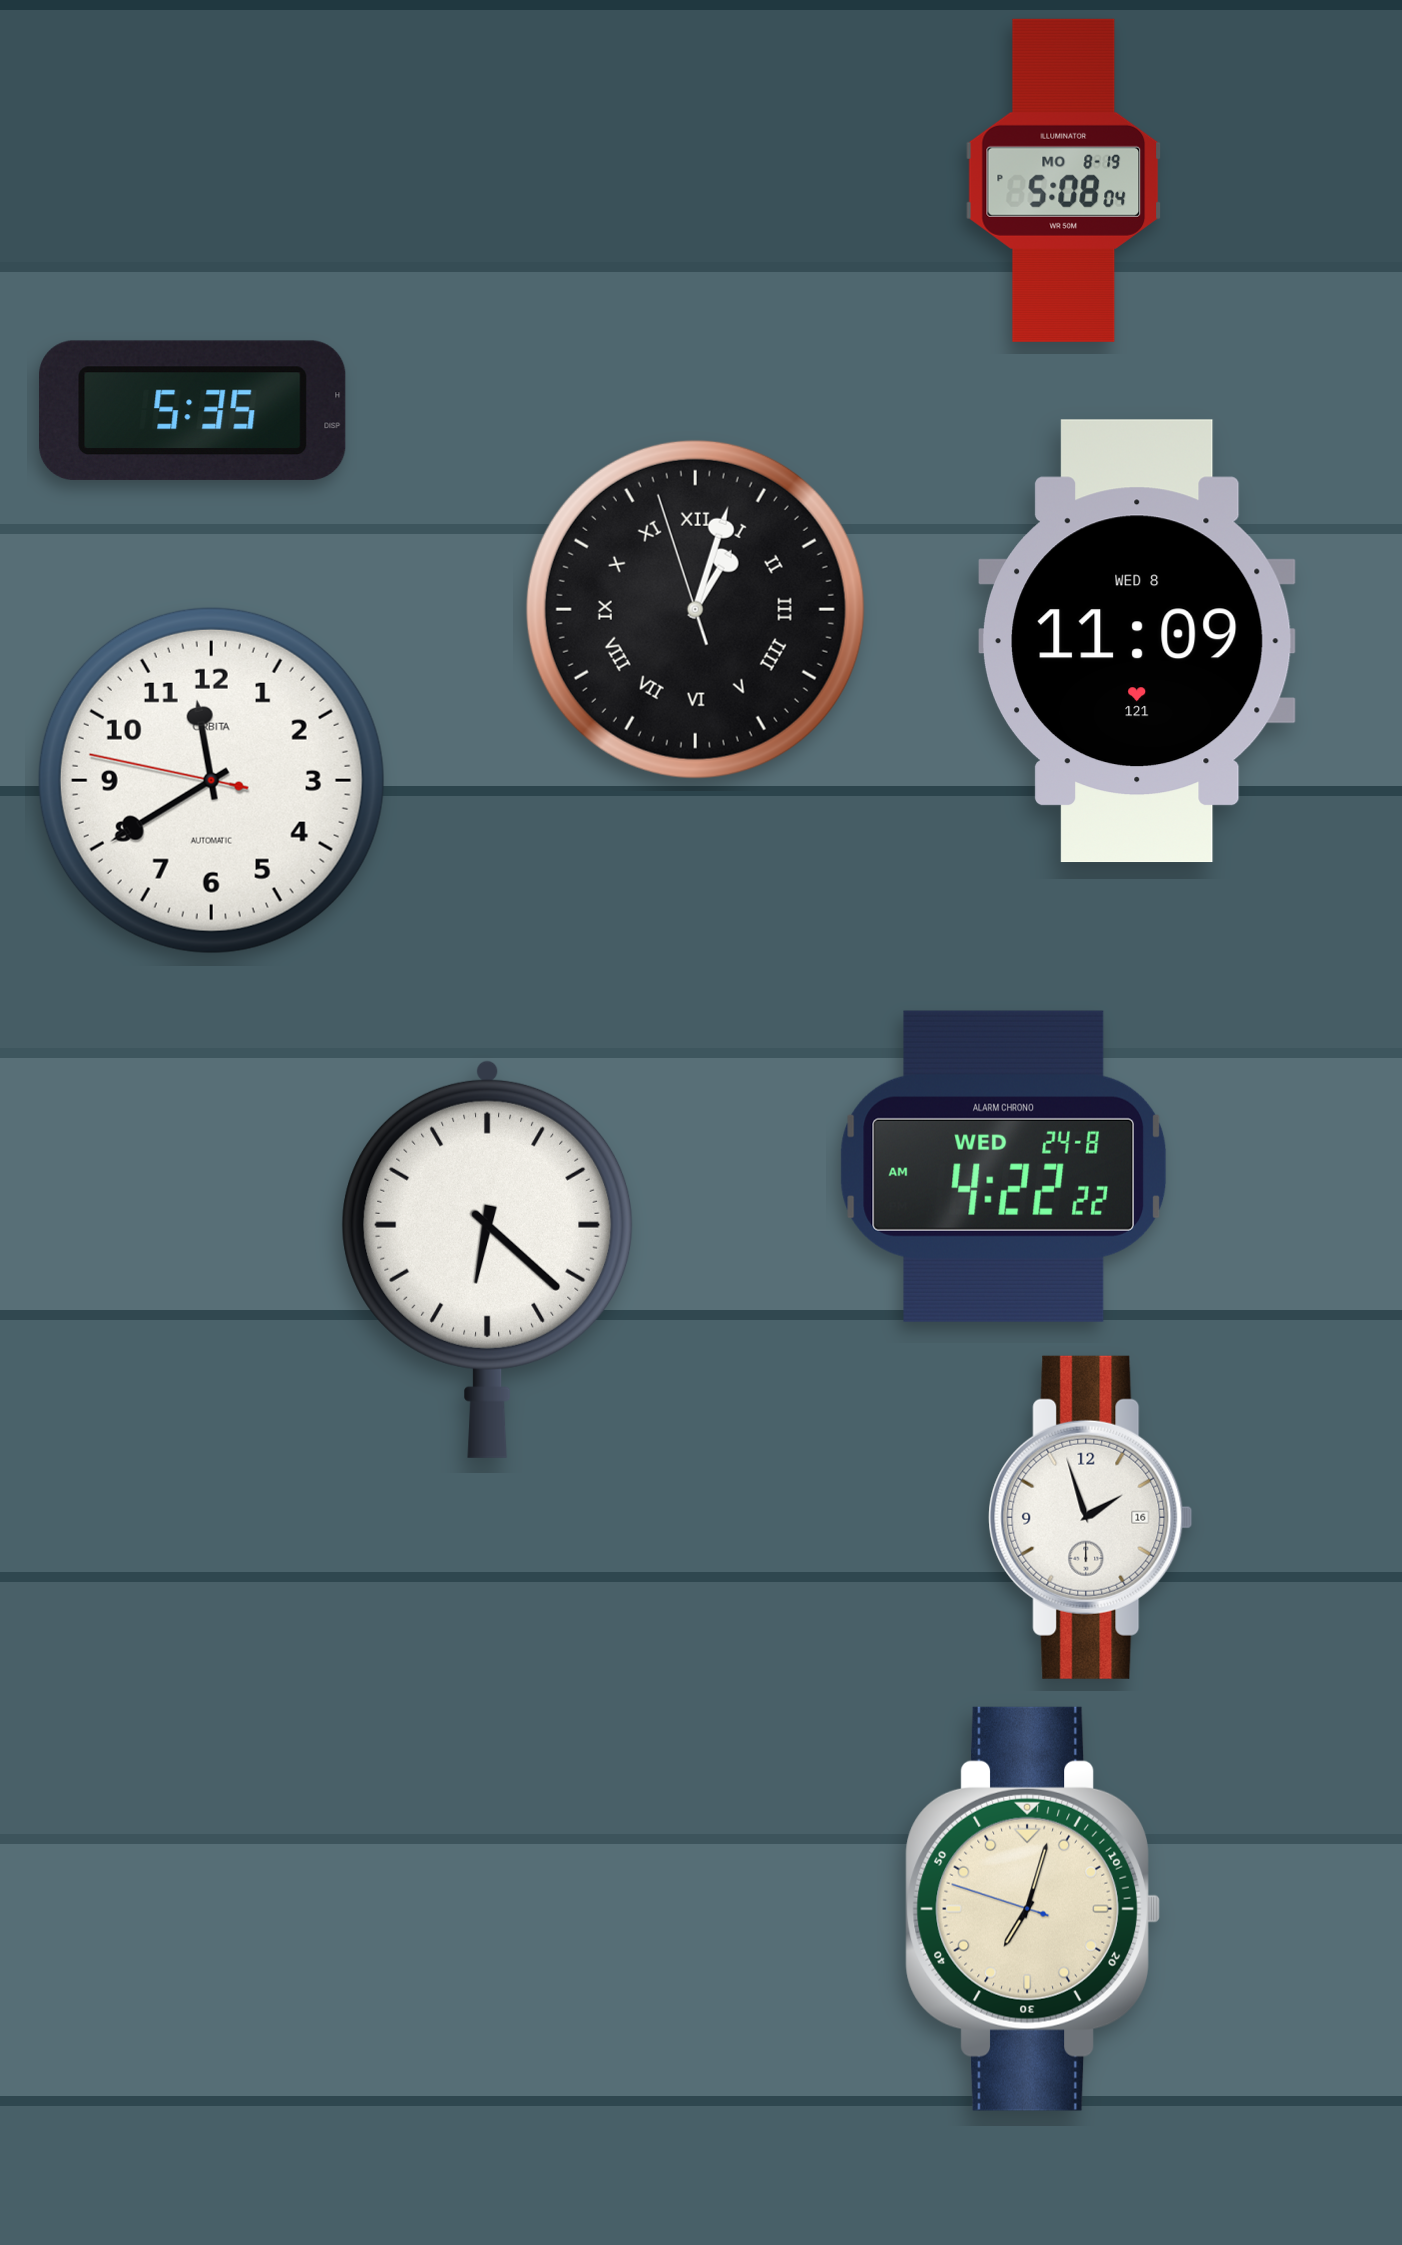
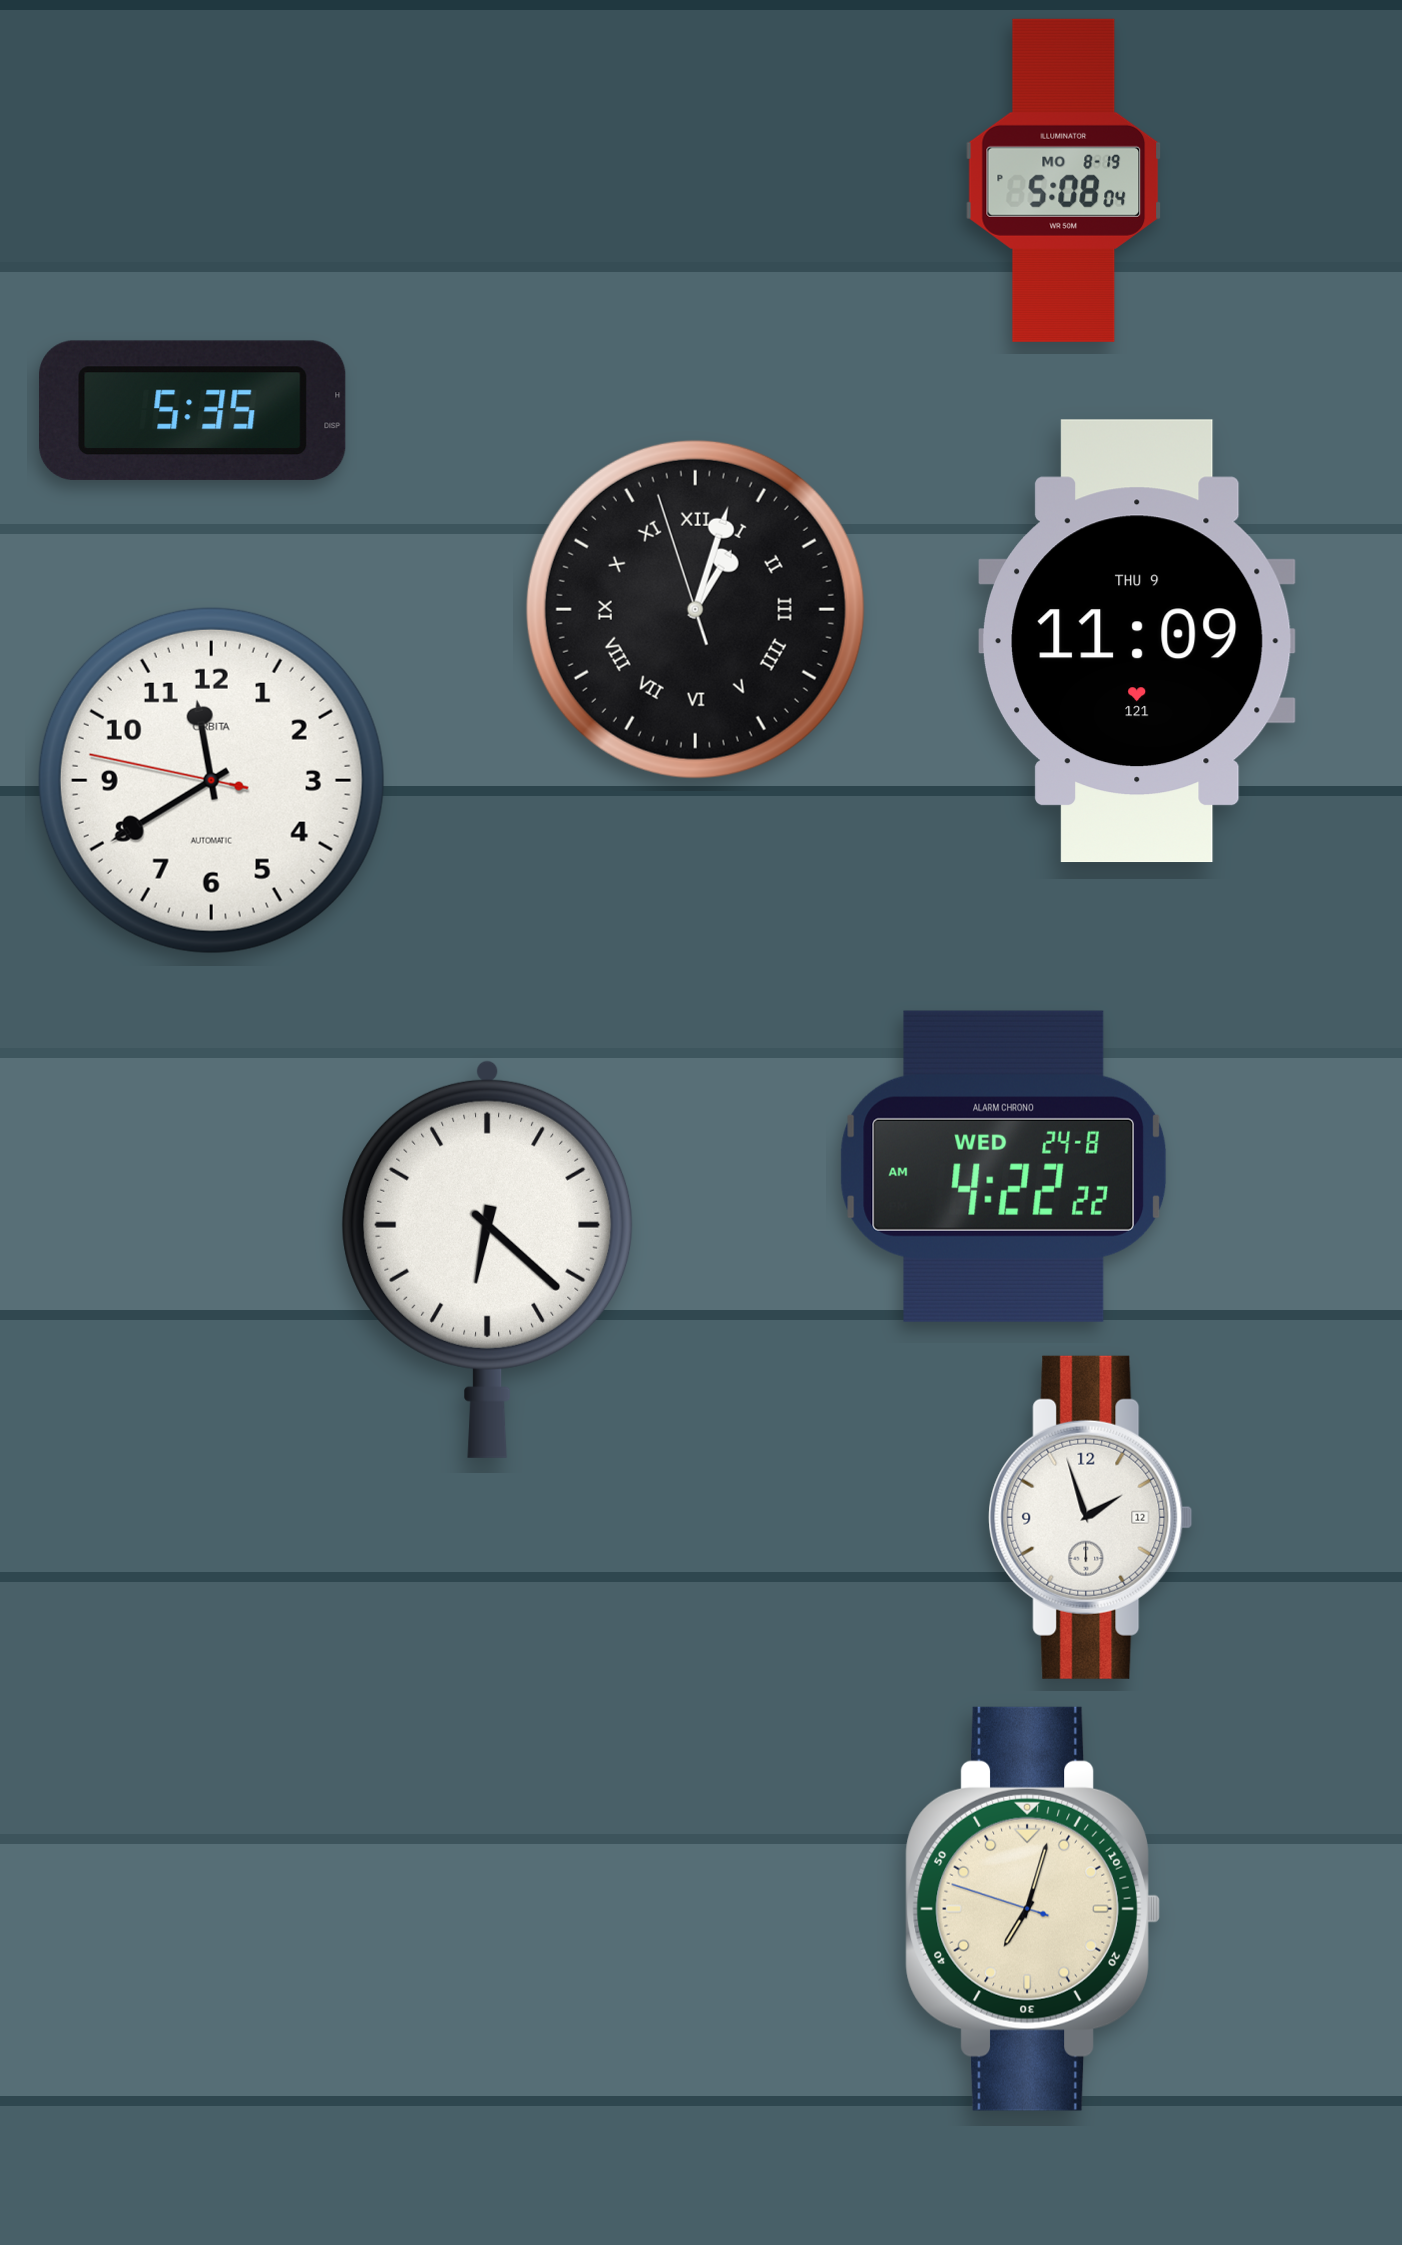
clock at (1138, 641) date: WED 8 -> THU 9
clock at (1091, 1517) date: 16 -> 12
